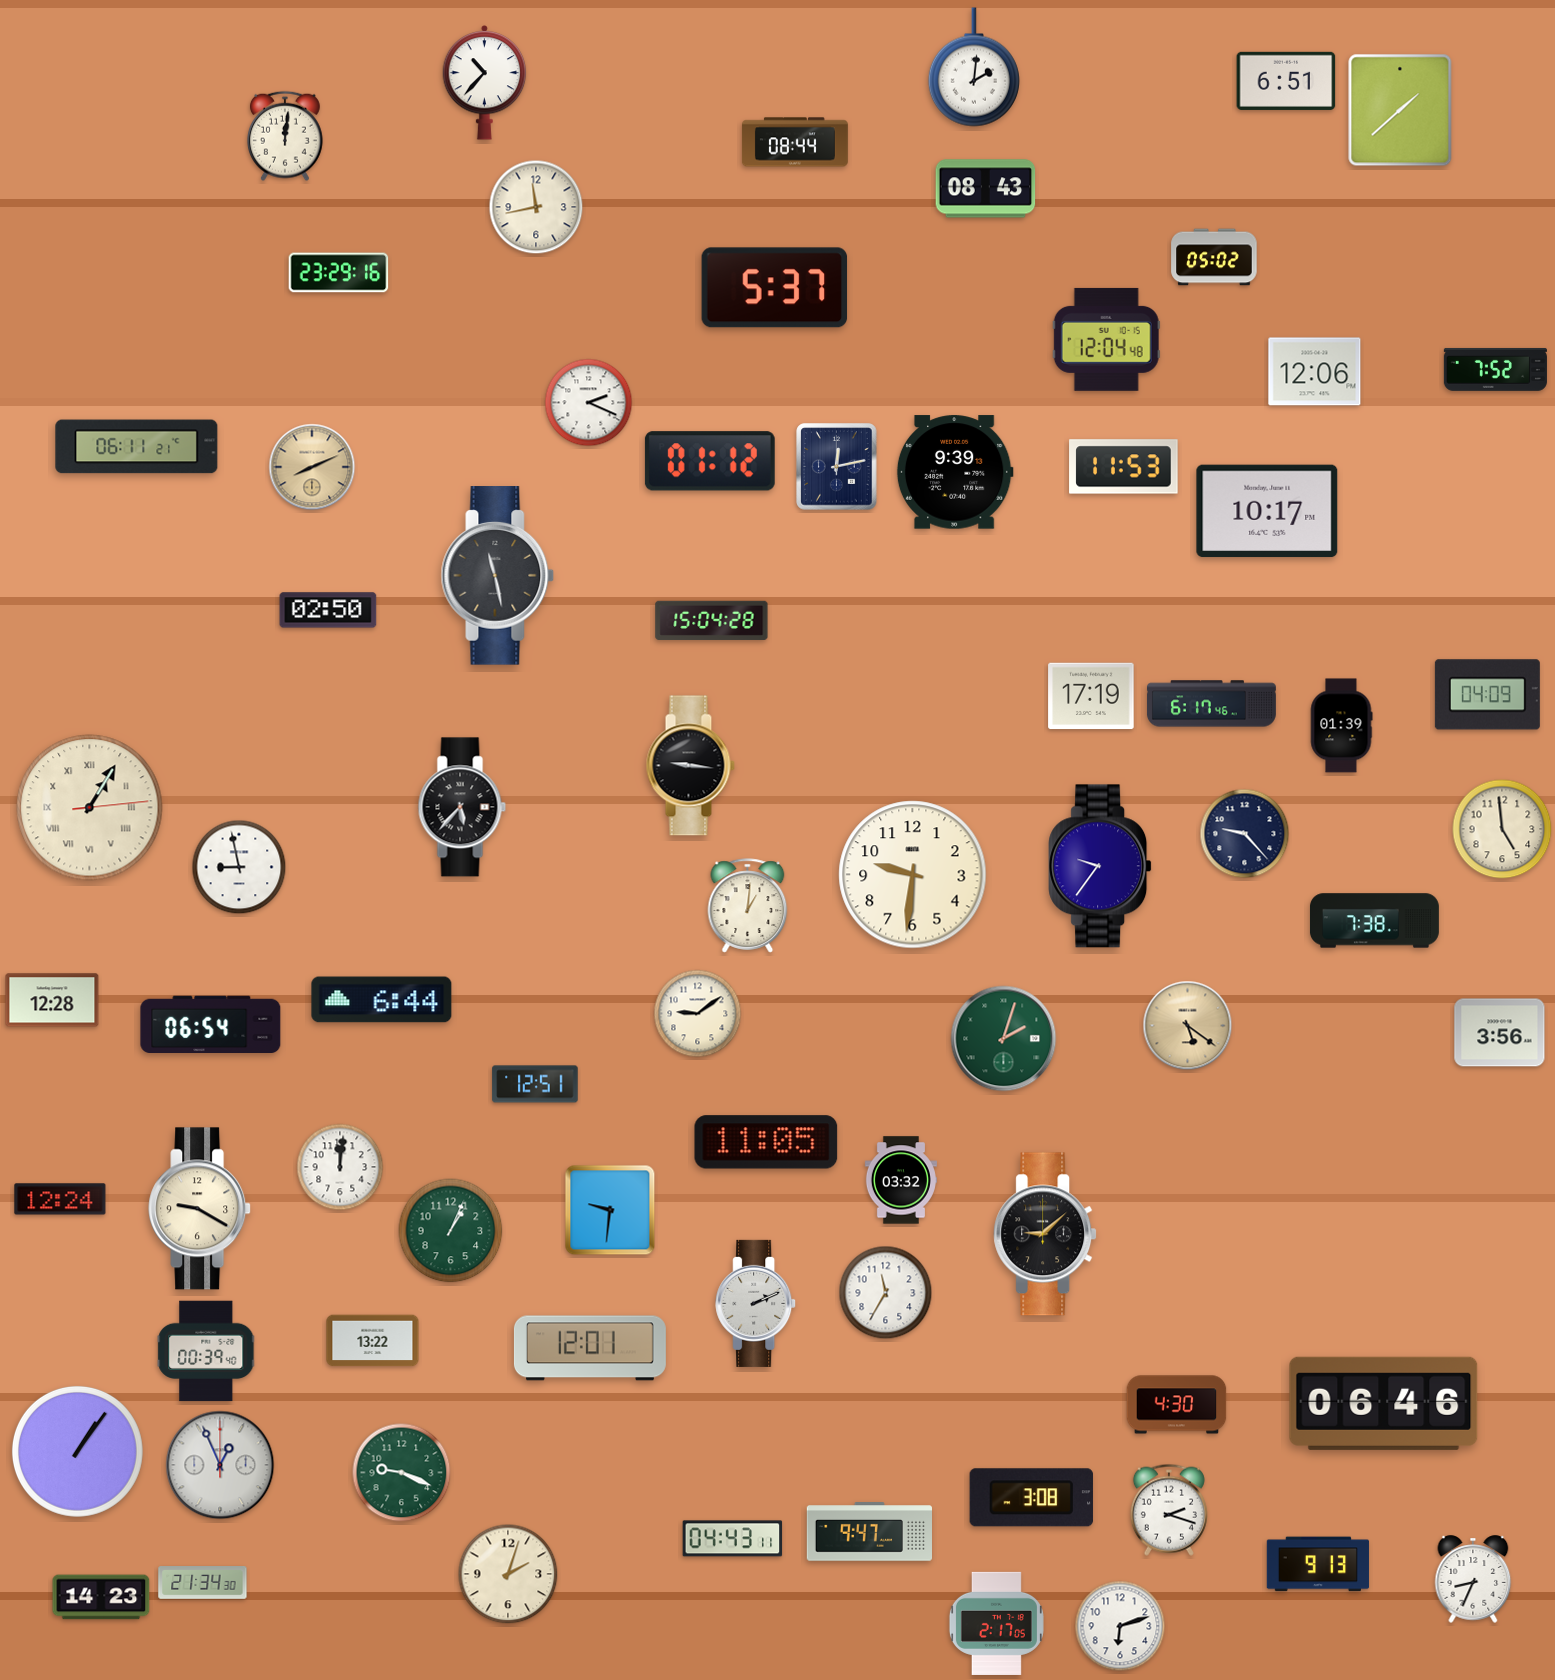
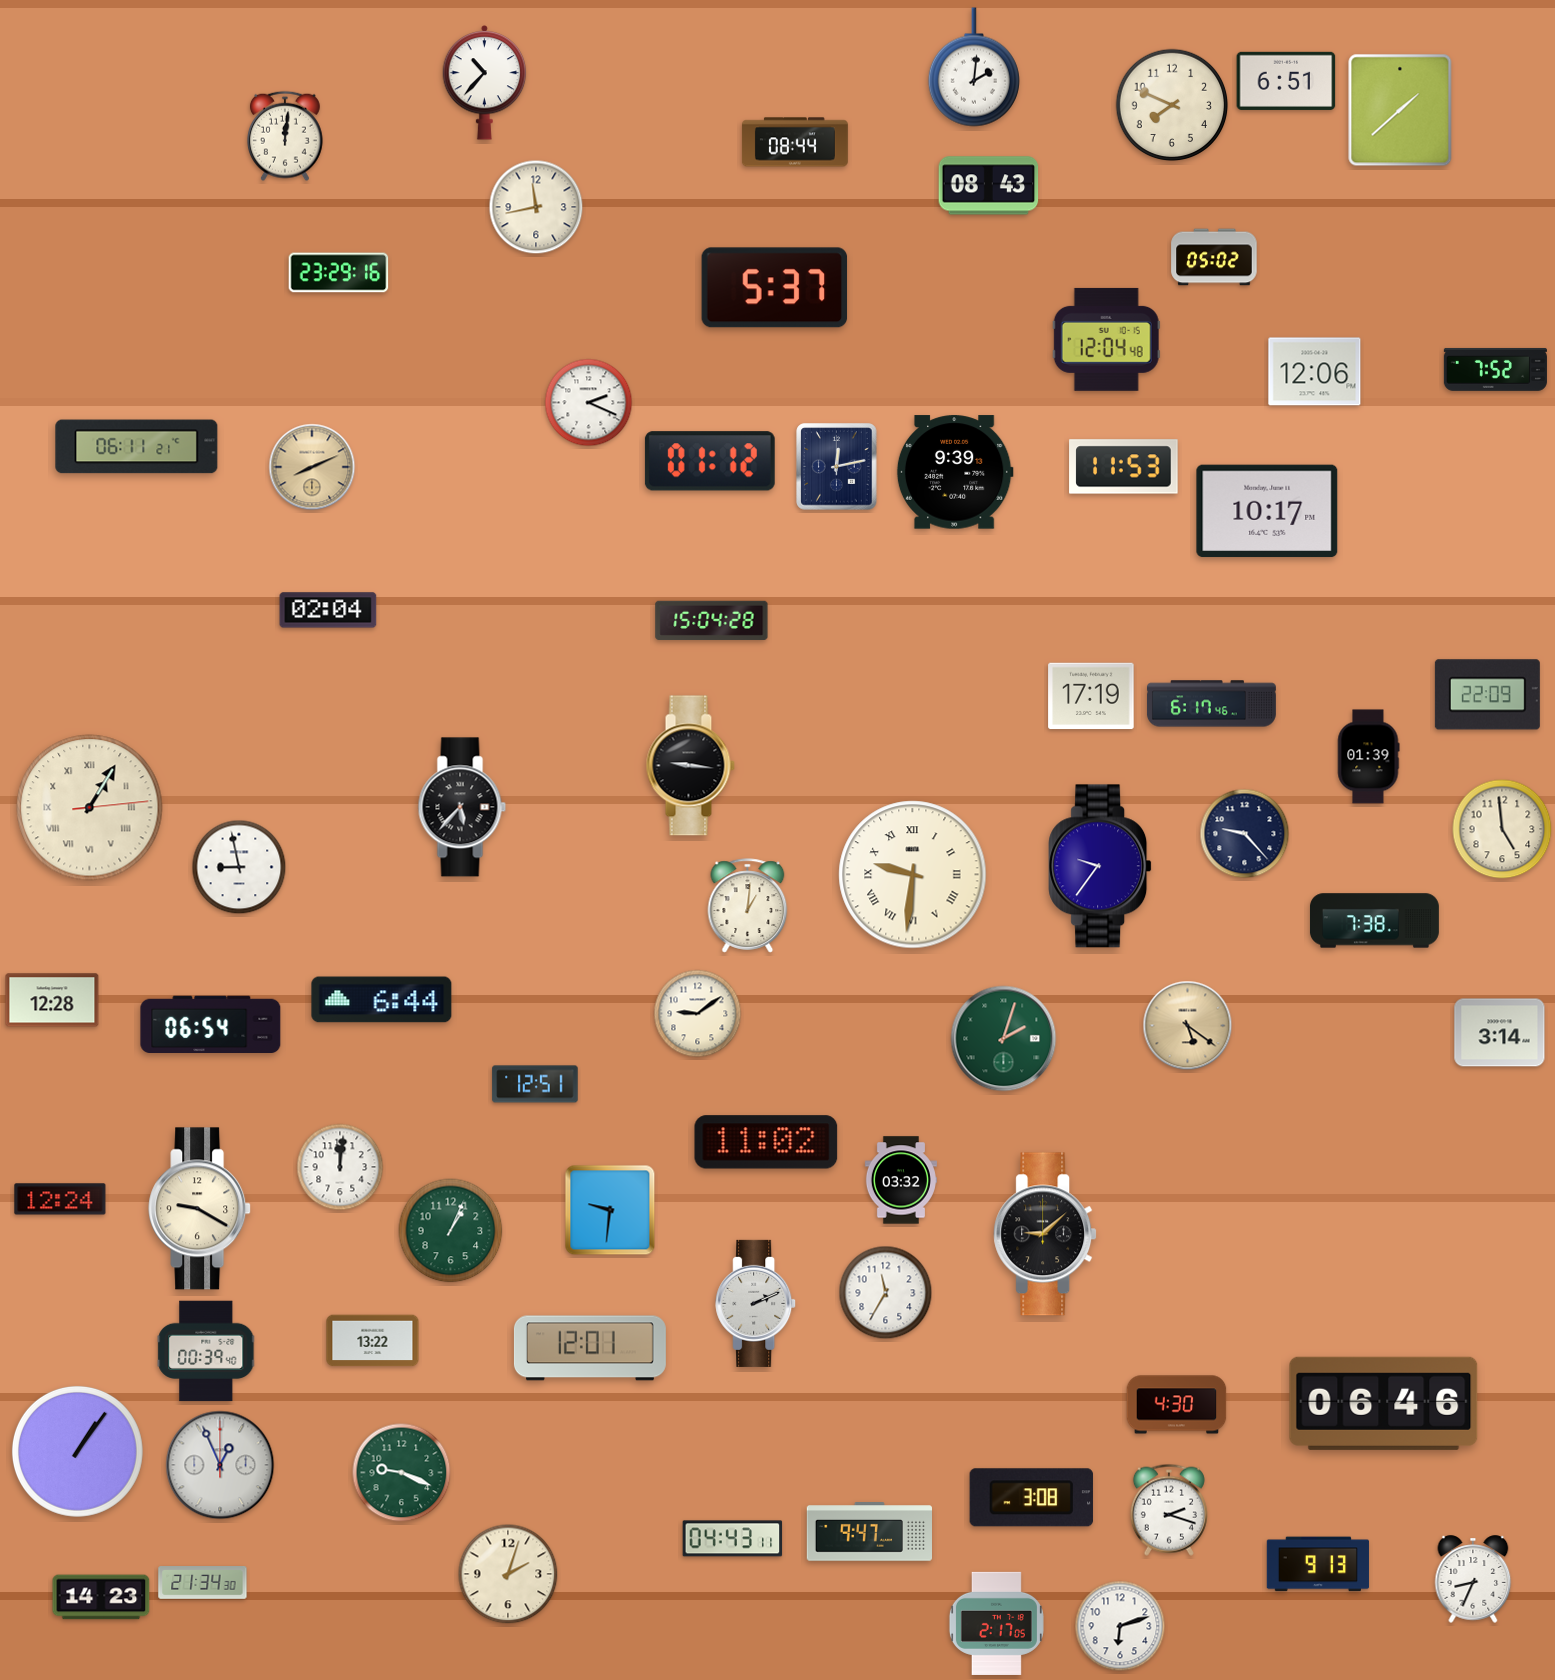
clock at (1172, 105): none -> 7:49
clock at (986, 189) position: (986, 189) -> (989, 186)
clock at (498, 576): 11:28 -> none
clock at (328, 610): 02:50 -> 02:04
clock at (1487, 695): 04:09 -> 22:09
clock at (1341, 726) position: (1341, 726) -> (1368, 757)
clock at (913, 875) numerals: Arabic -> Roman
clock at (1500, 1033): 3:56 -> 3:14
clock at (766, 1142): 11:05 -> 11:02
